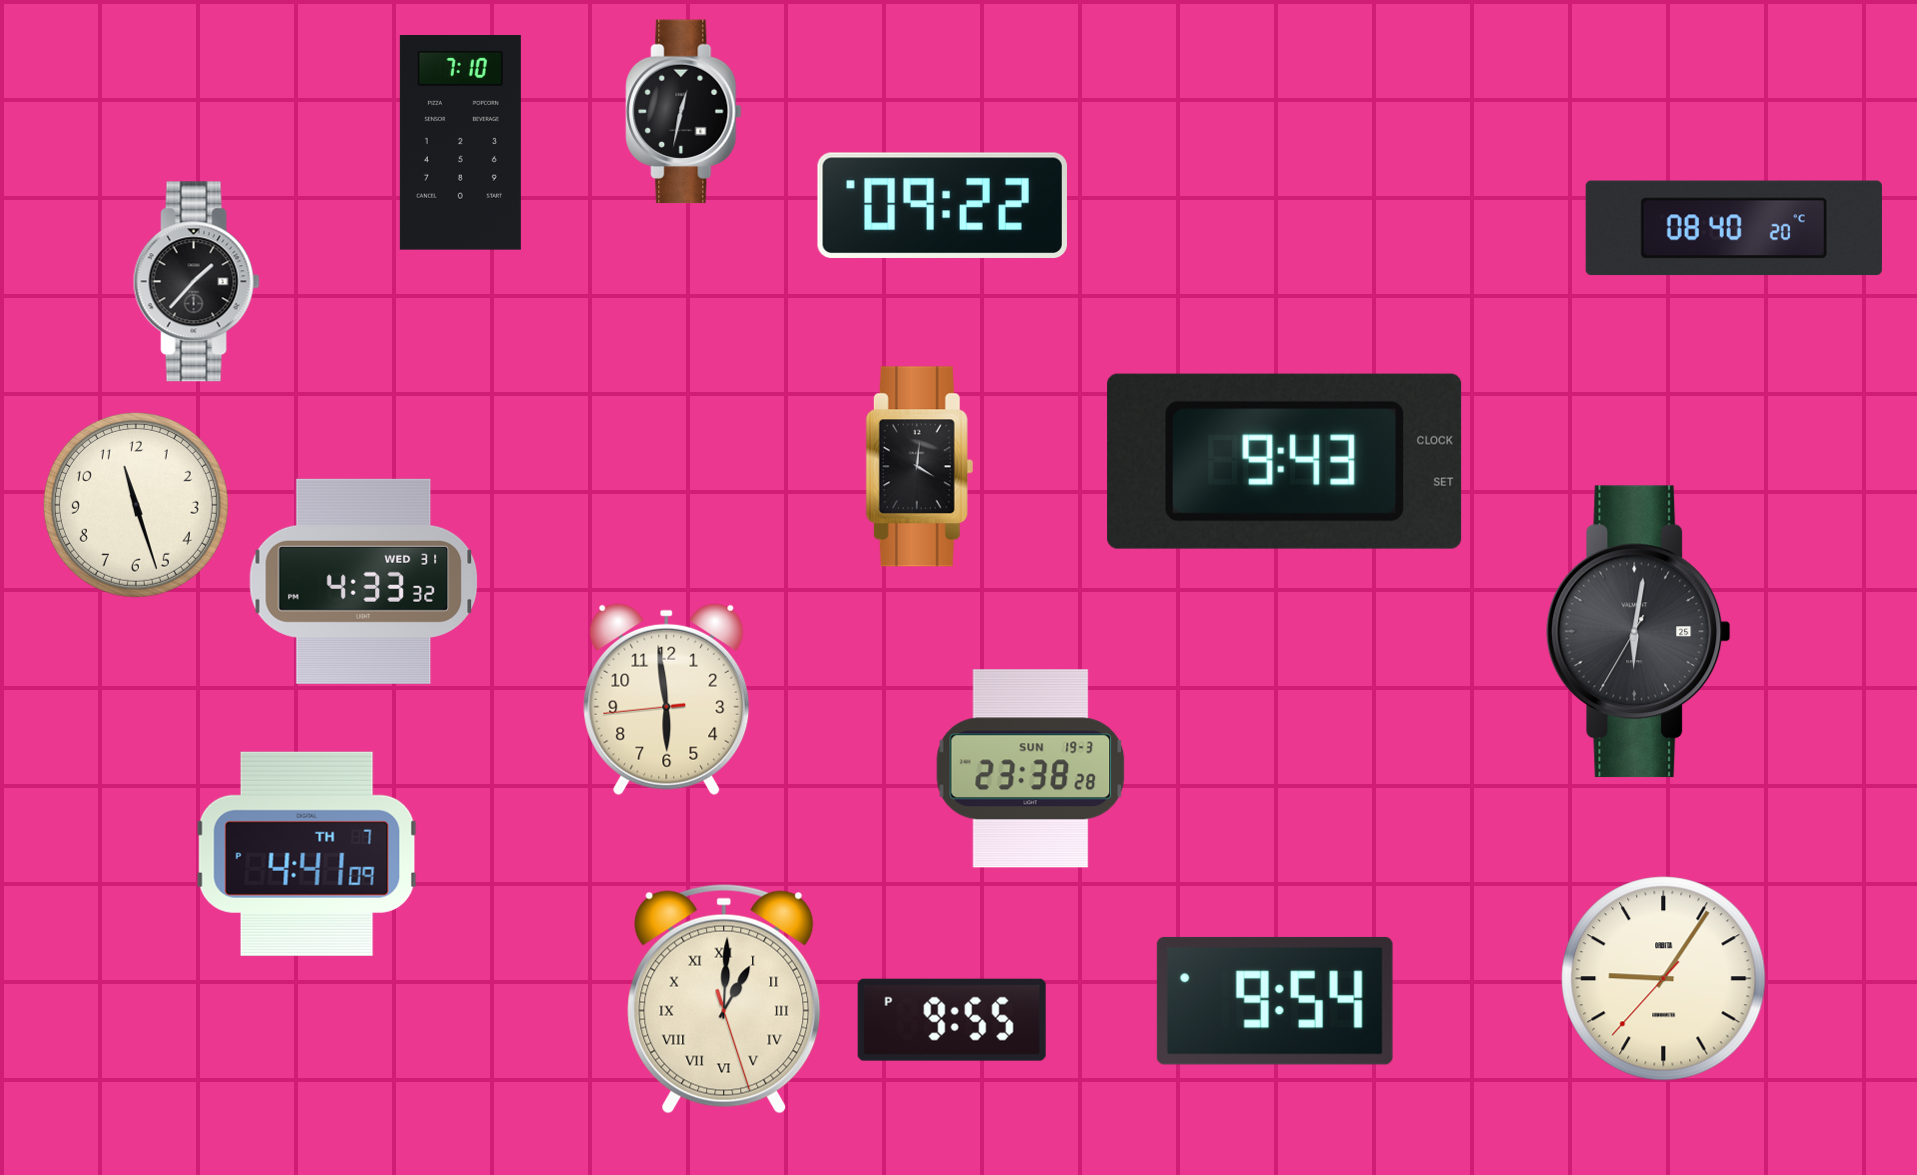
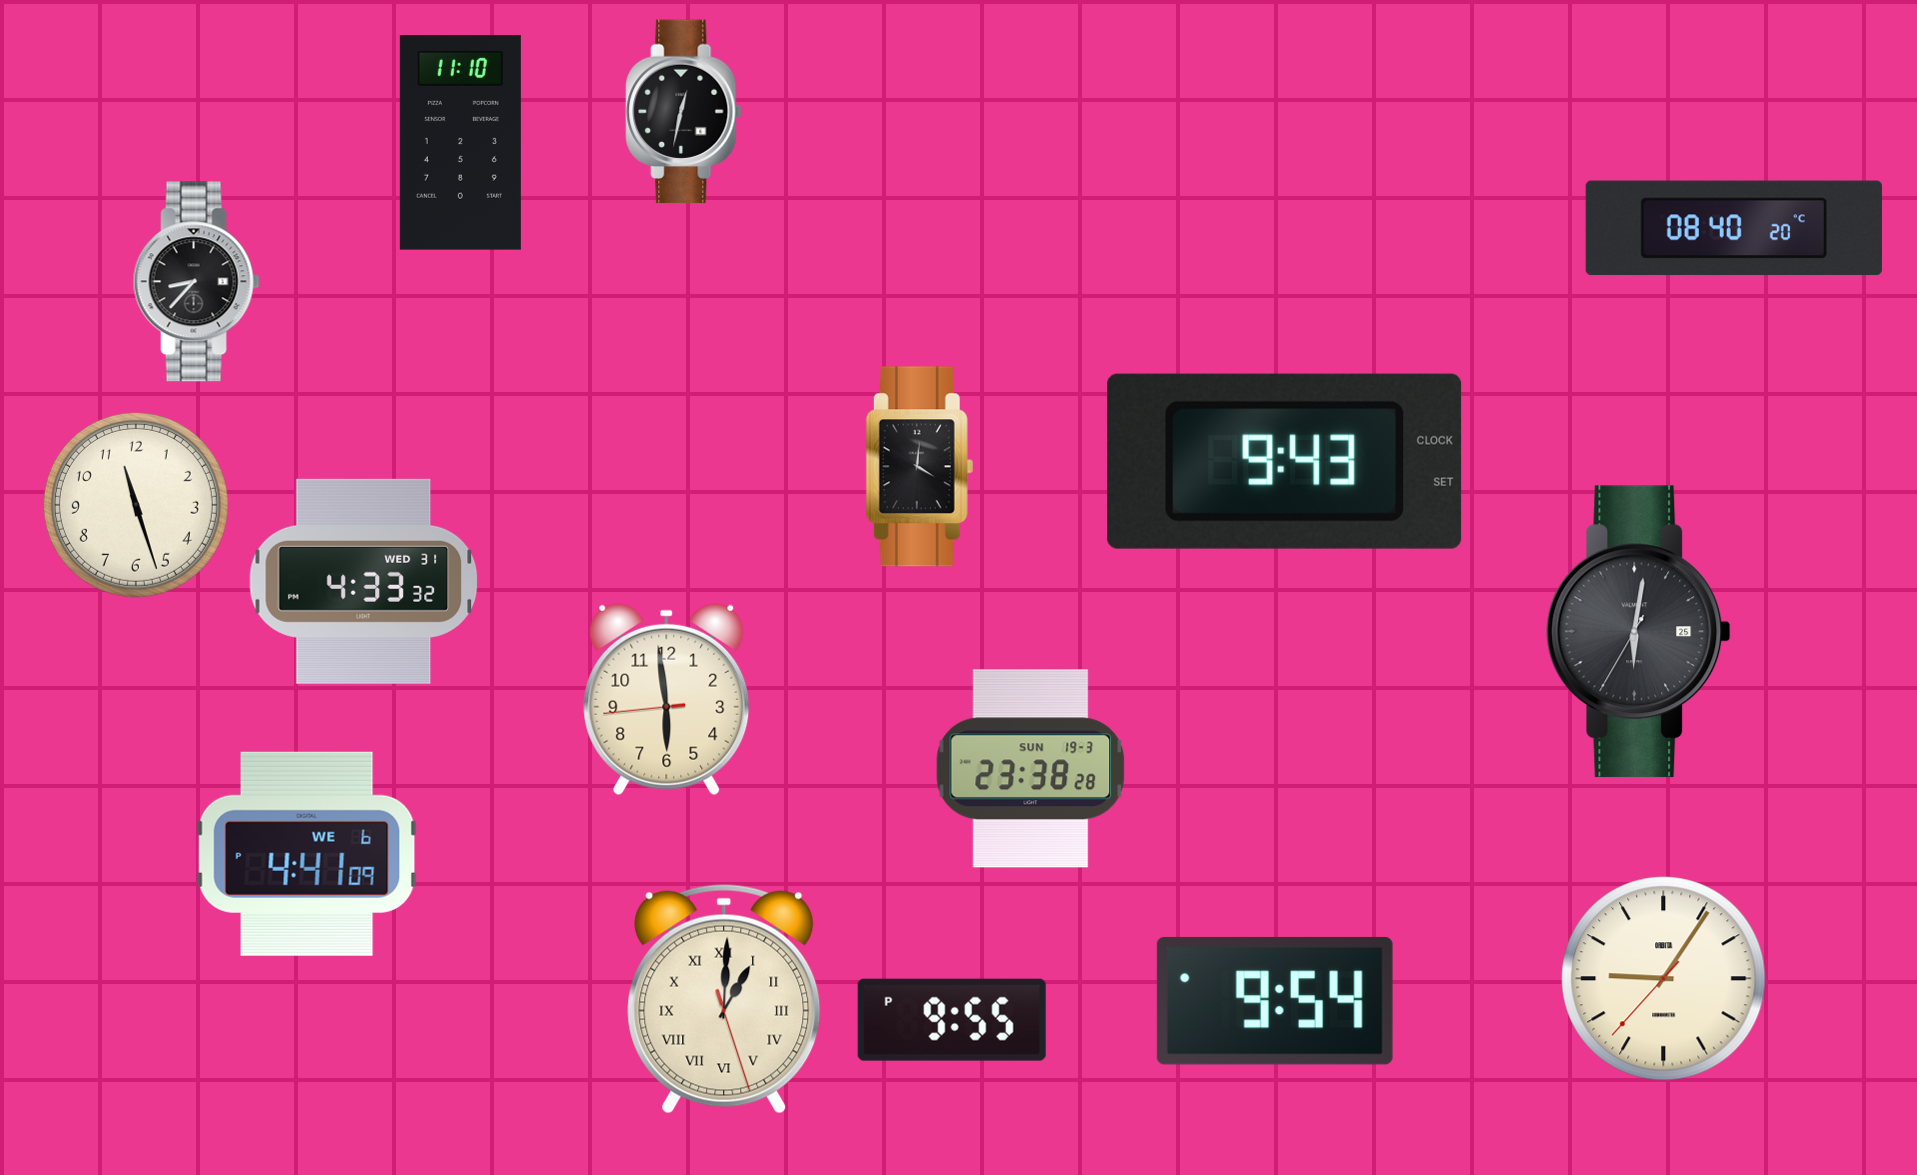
clock at (460, 143): 7:10 -> 11:10
clock at (942, 205): 09:22 -> none
clock at (196, 282): 1:37 -> 8:37
clock at (307, 854) date: TH 7 -> WE 6
